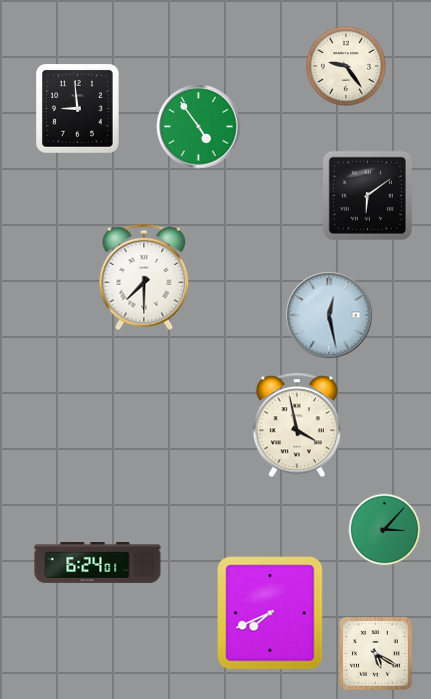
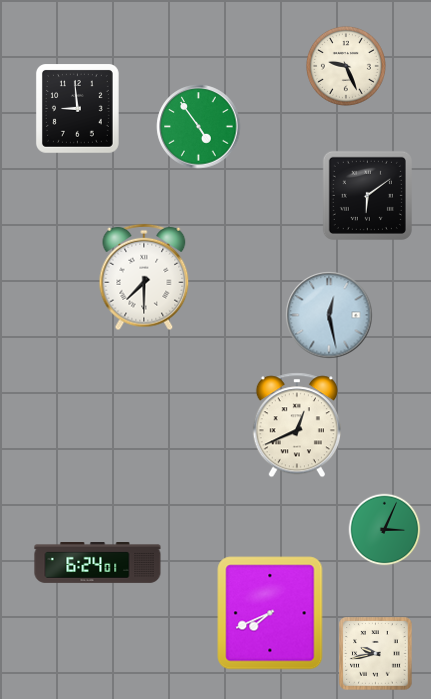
clock at (346, 66): 9:24 -> 9:26
clock at (297, 425): 3:58 -> 12:41
clock at (385, 530): 3:07 -> 3:04
clock at (376, 654): 5:20 -> 9:43
